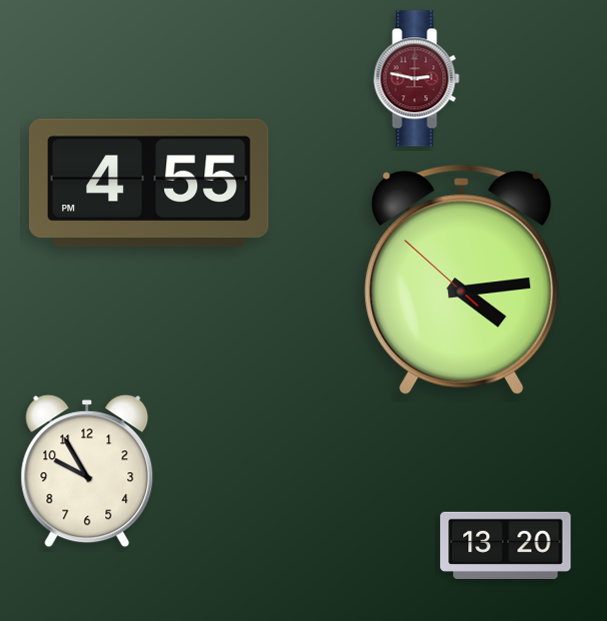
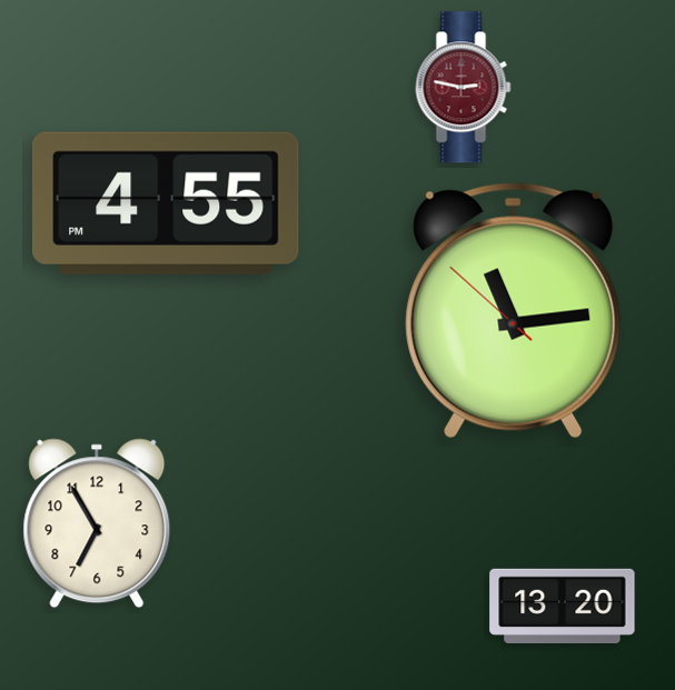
clock at (462, 280): 4:13 -> 11:13
clock at (87, 471): 9:55 -> 6:55
